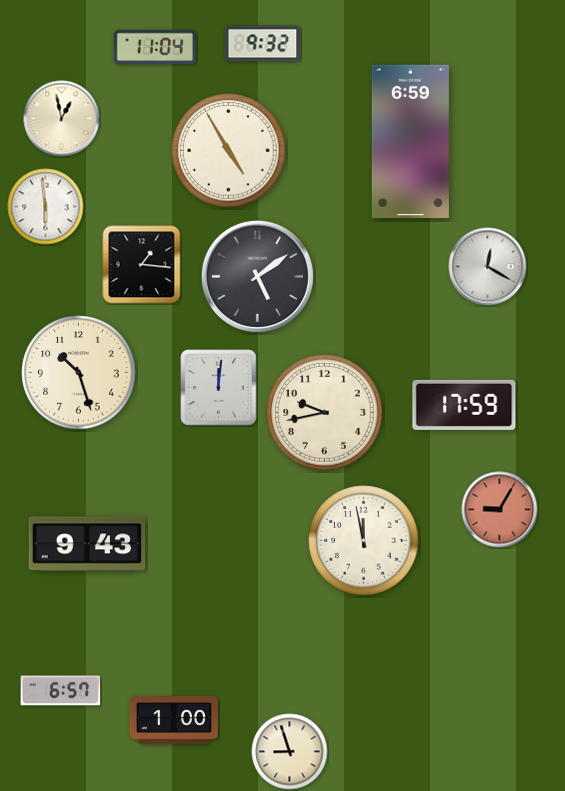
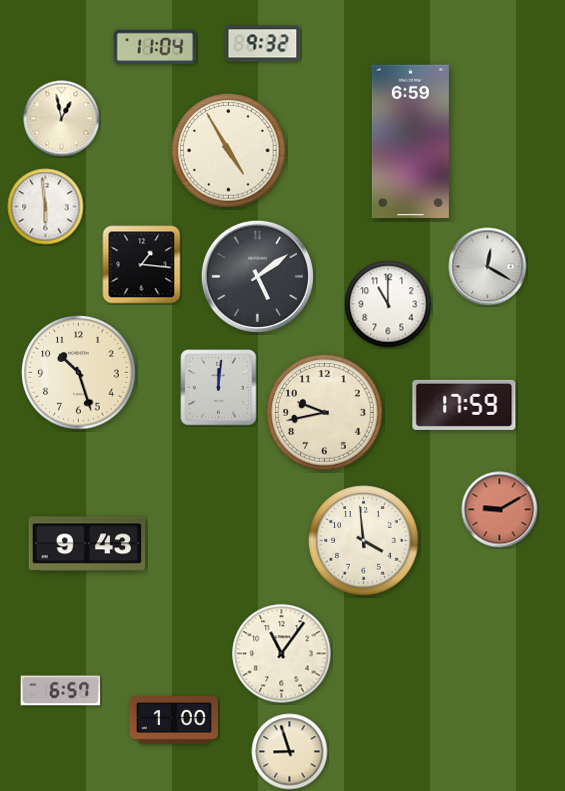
clock at (388, 304): none -> 11:00
clock at (500, 510): 9:05 -> 9:10
clock at (364, 541): 11:58 -> 3:59
clock at (282, 654): none -> 11:06
